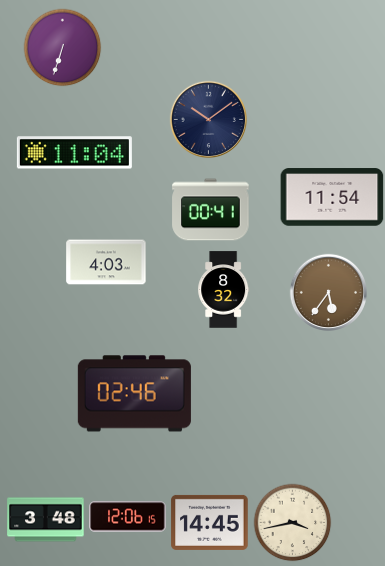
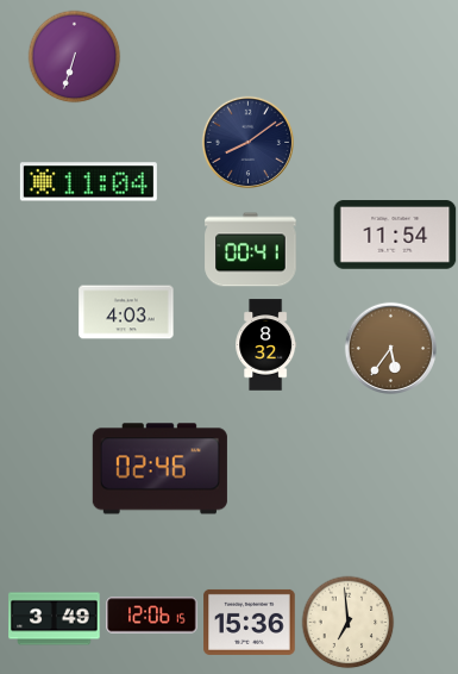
clock at (208, 119): 10:09 -> 8:09
clock at (46, 520): 3:48 -> 3:49
clock at (210, 522): 14:45 -> 15:36
clock at (292, 522): 3:43 -> 6:59
